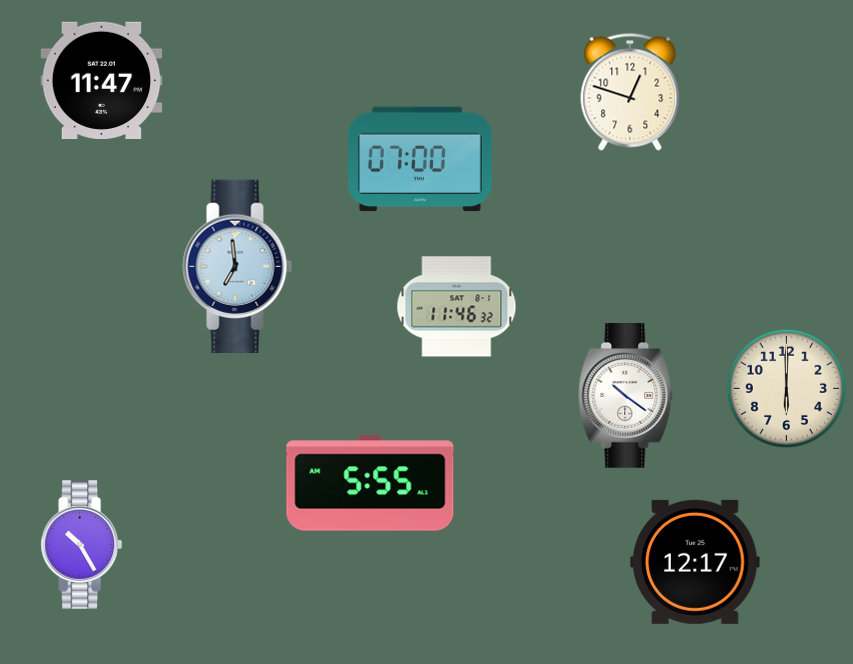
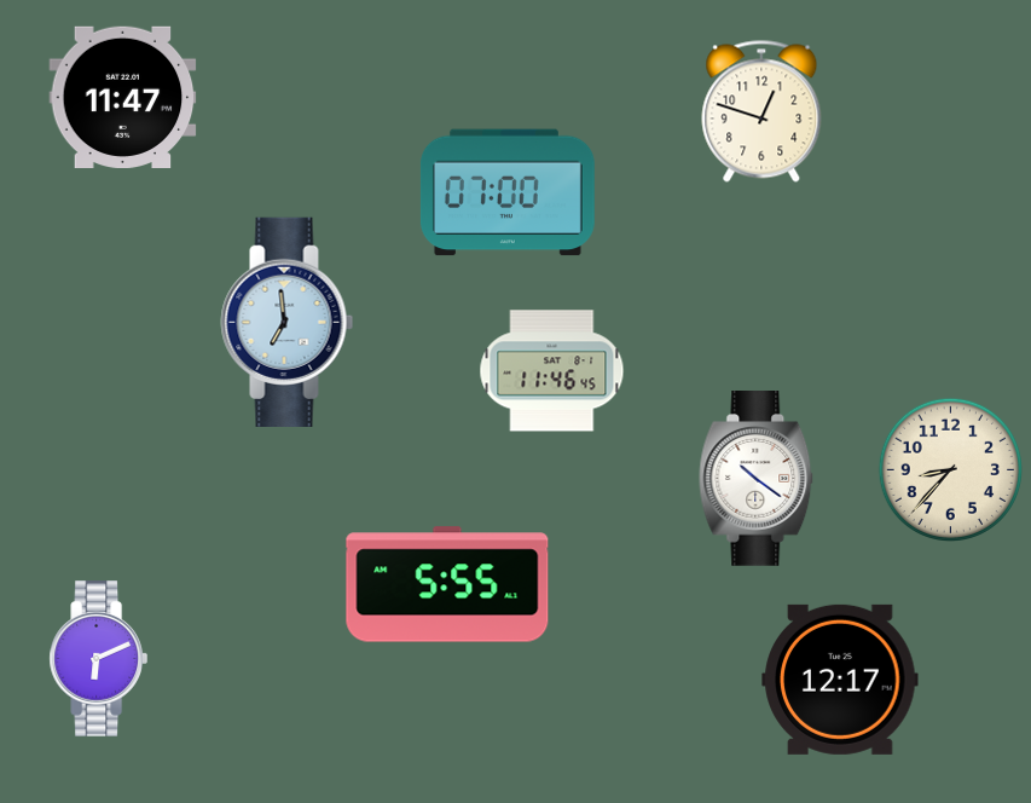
clock at (457, 307): 11:46:32 -> 11:46:45
clock at (786, 388): 6:00 -> 8:37
clock at (81, 545): 10:25 -> 6:11
